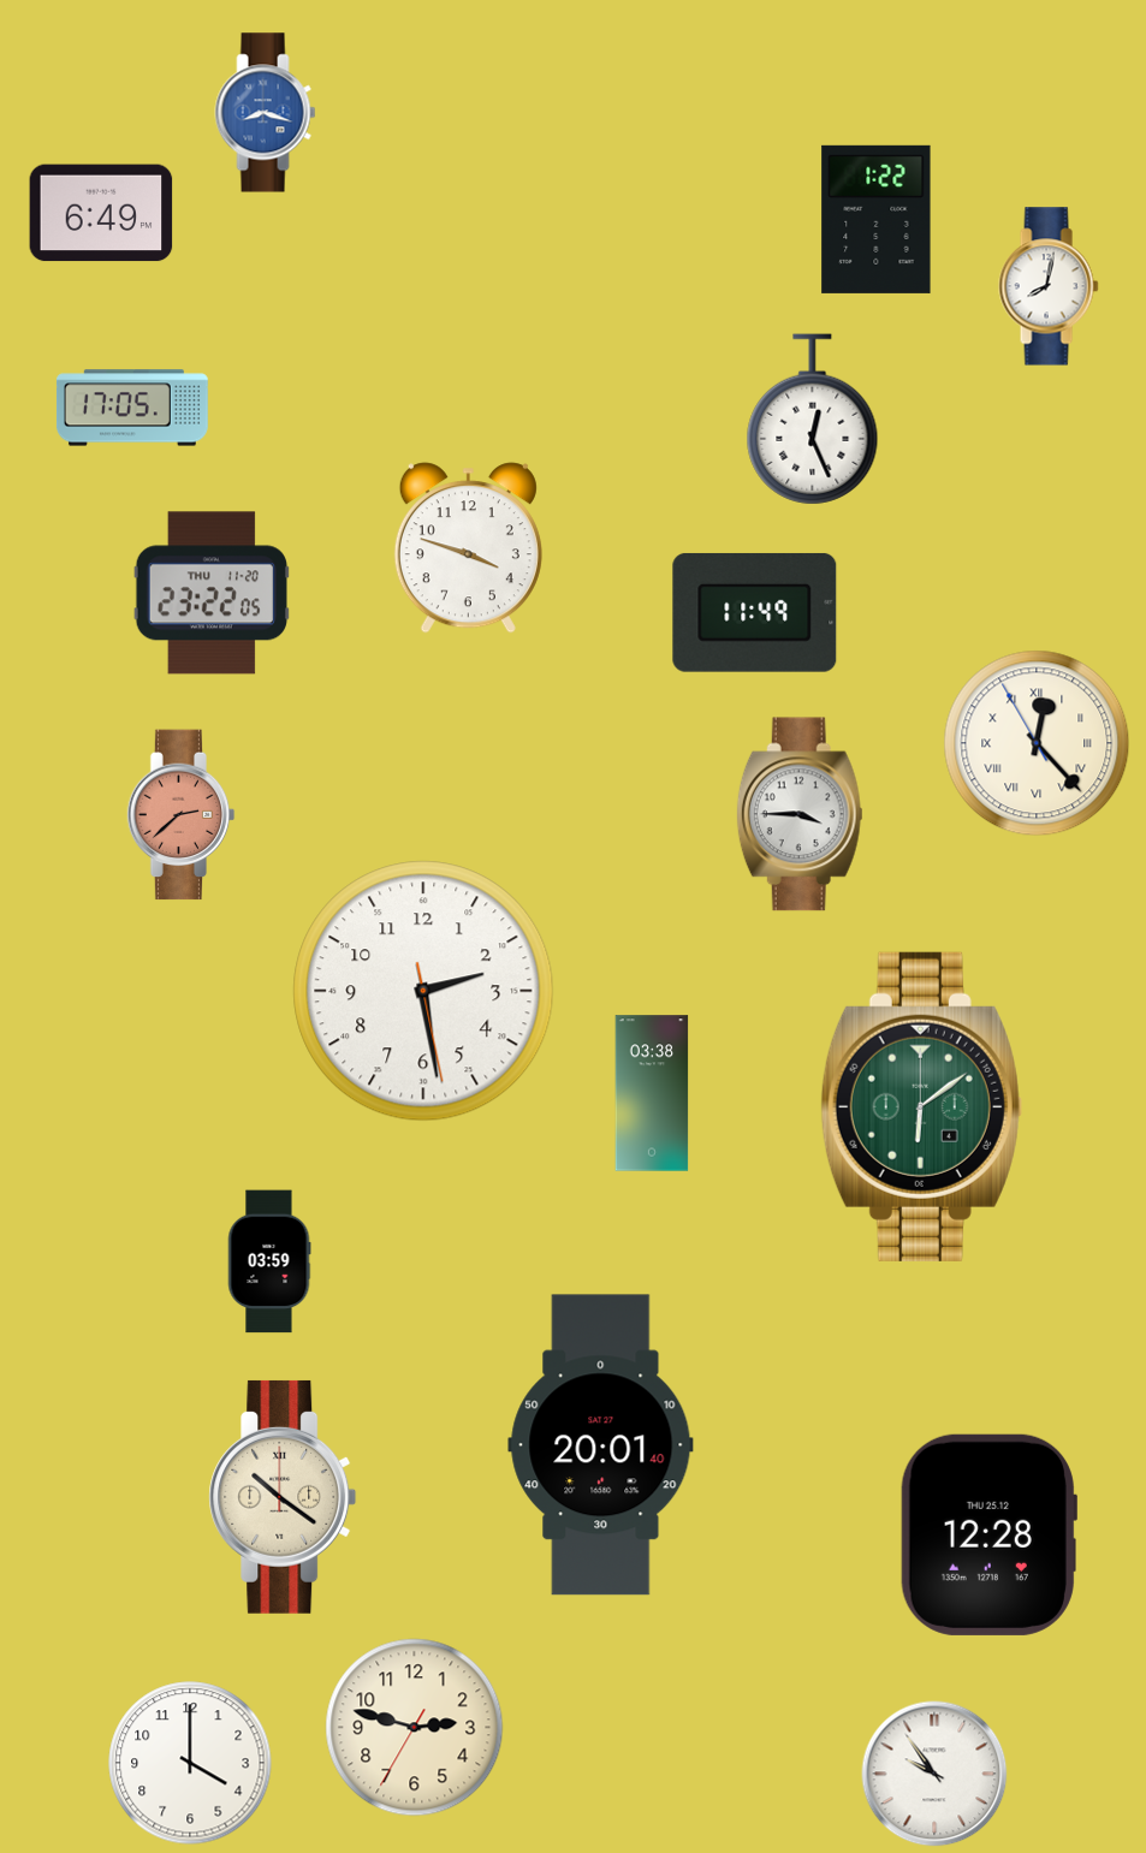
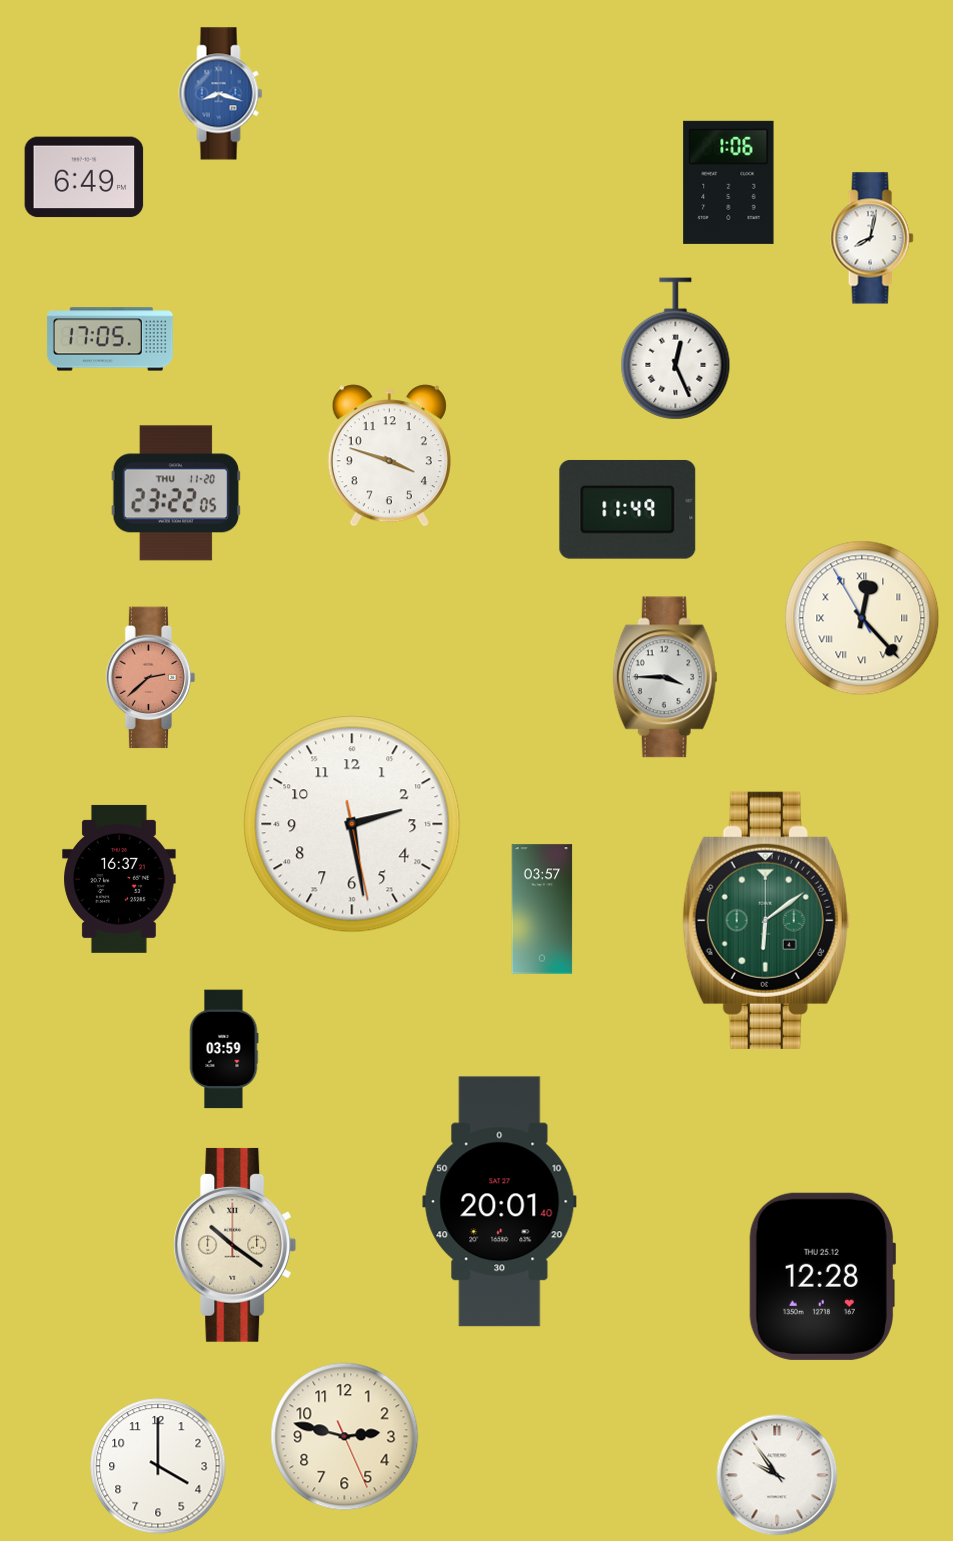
clock at (877, 219): 1:22 -> 1:06
clock at (119, 879): none -> 16:37
clock at (652, 1093): 03:38 -> 03:57
clock at (415, 1728): 2:47:35 -> 2:47:26
